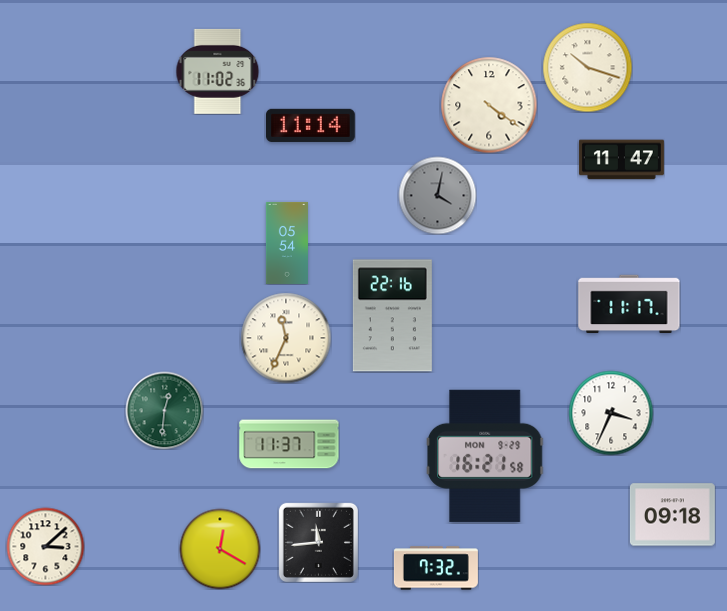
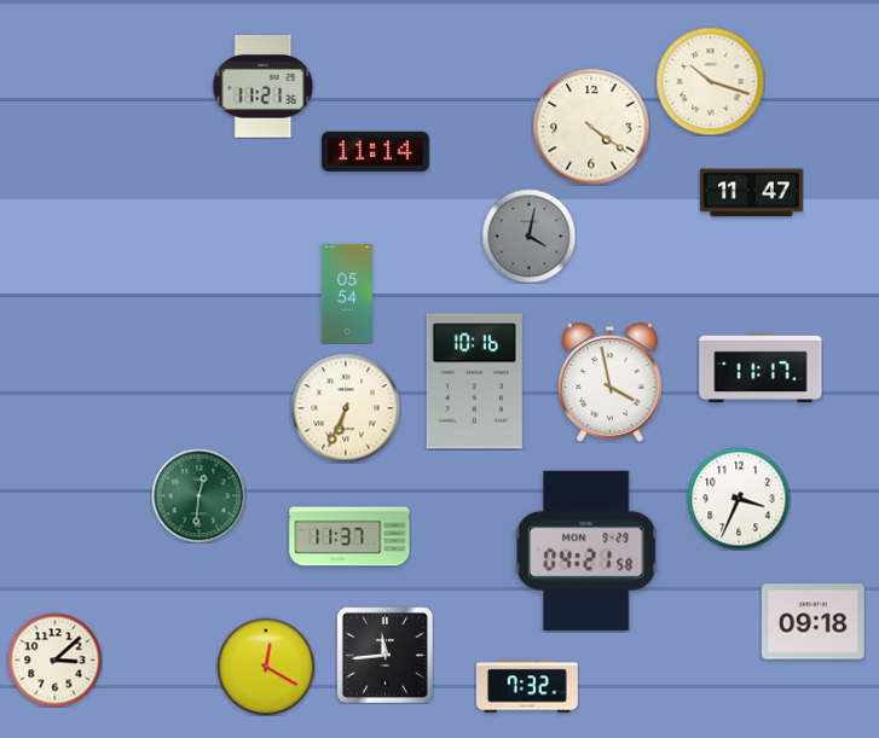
clock at (218, 71): 11:02 -> 11:21
clock at (392, 316): 22:16 -> 10:16
clock at (609, 383): none -> 3:58
clock at (286, 338): 11:34 -> 6:34
clock at (485, 456): 16:21 -> 04:21
clock at (220, 549) position: (220, 549) -> (266, 667)
